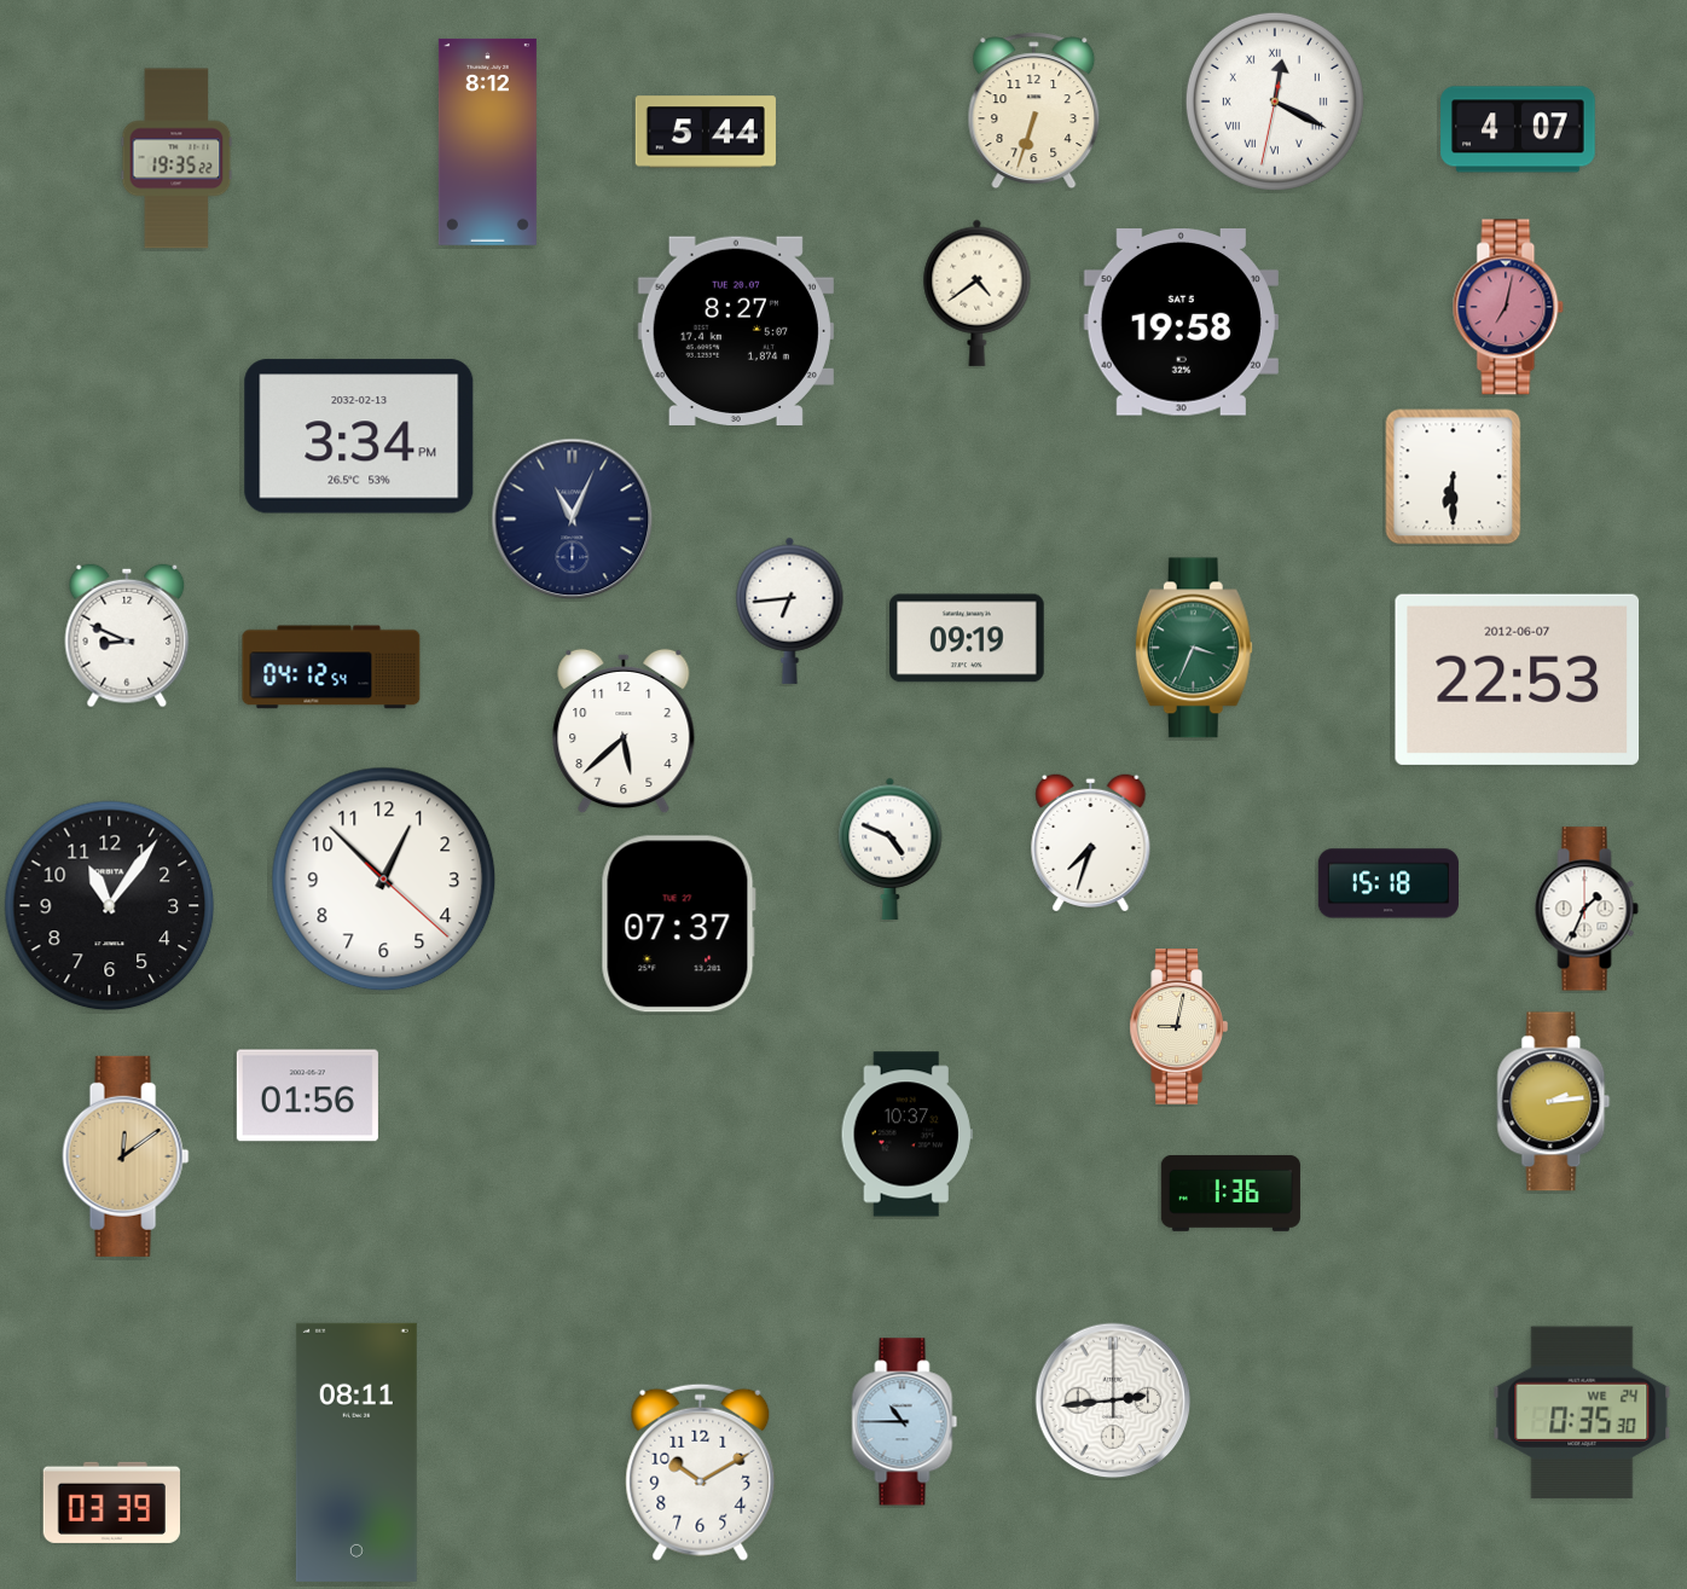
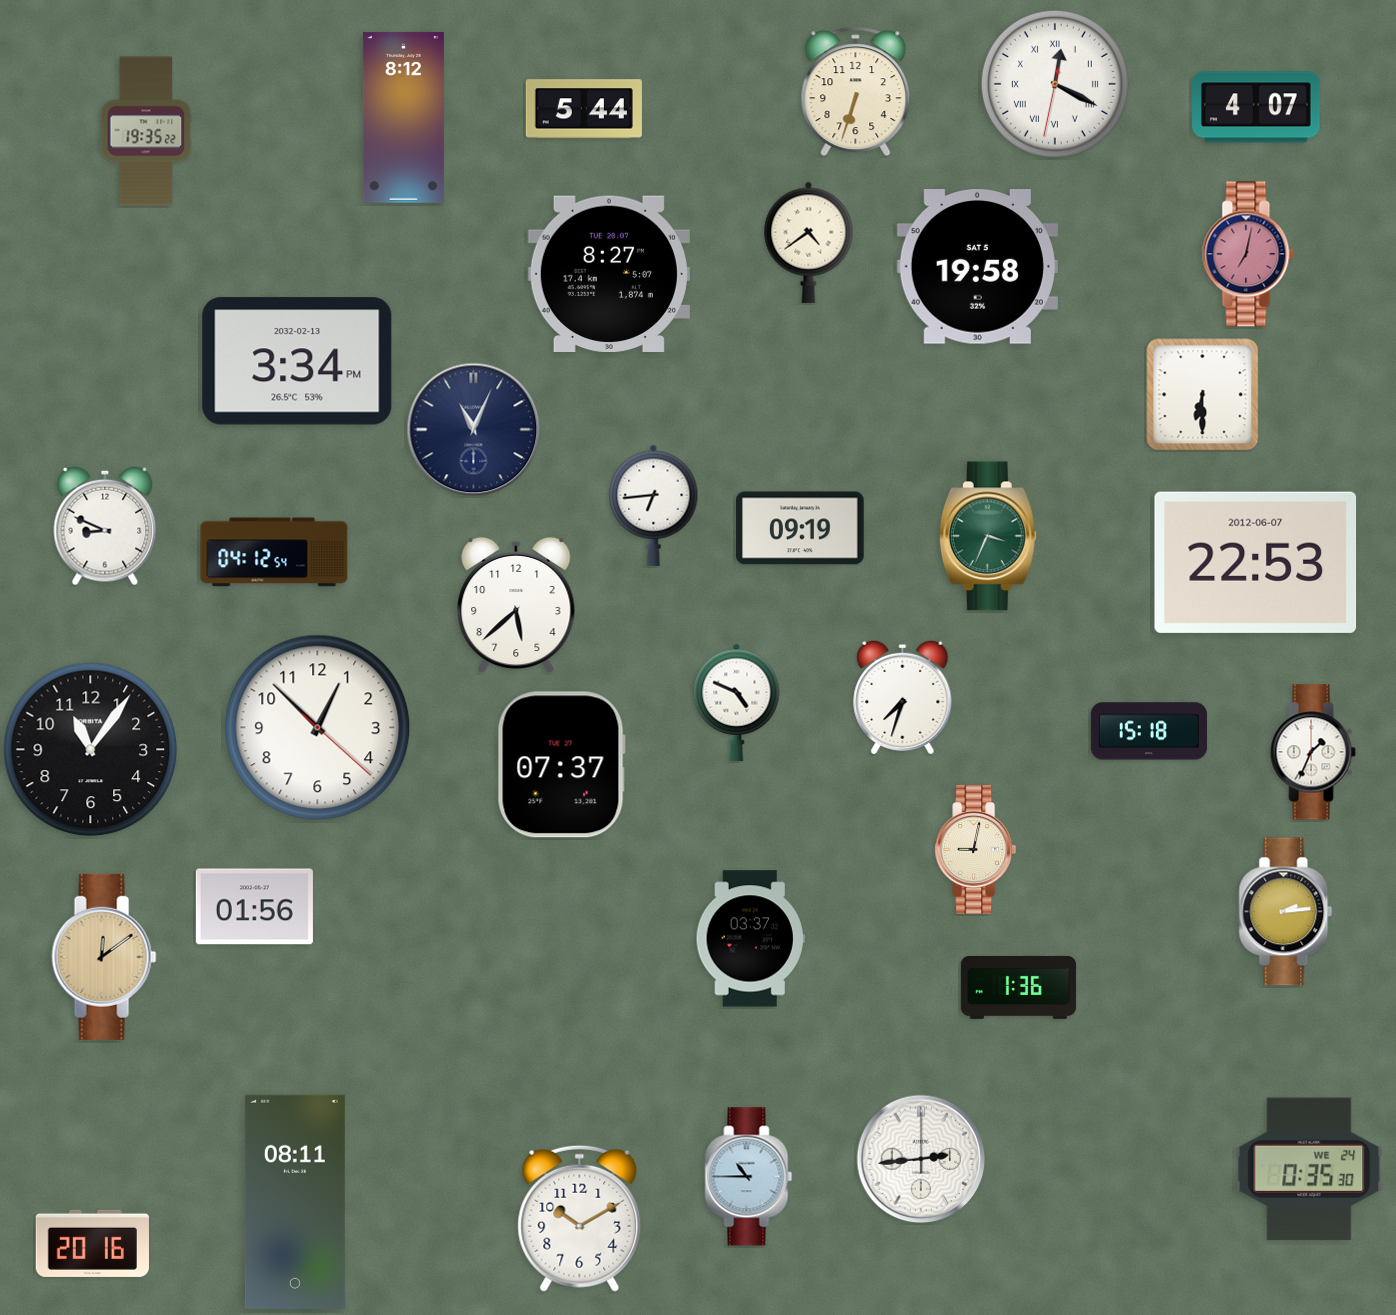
clock at (906, 1135): 10:37 -> 03:37
clock at (111, 1502): 03:39 -> 20:16
